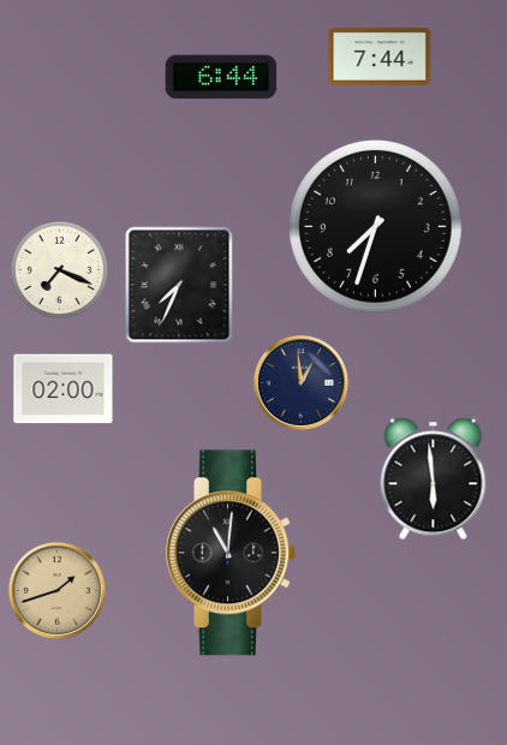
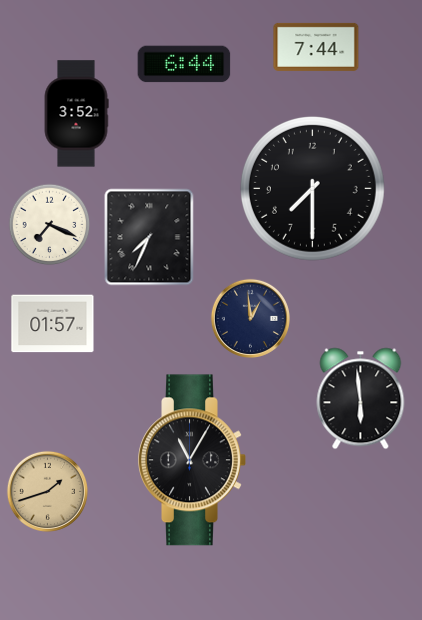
clock at (76, 114): none -> 3:52
clock at (375, 226): 7:33 -> 7:30
clock at (64, 389): 02:00 -> 01:57
clock at (231, 553): 11:01 -> 11:05
